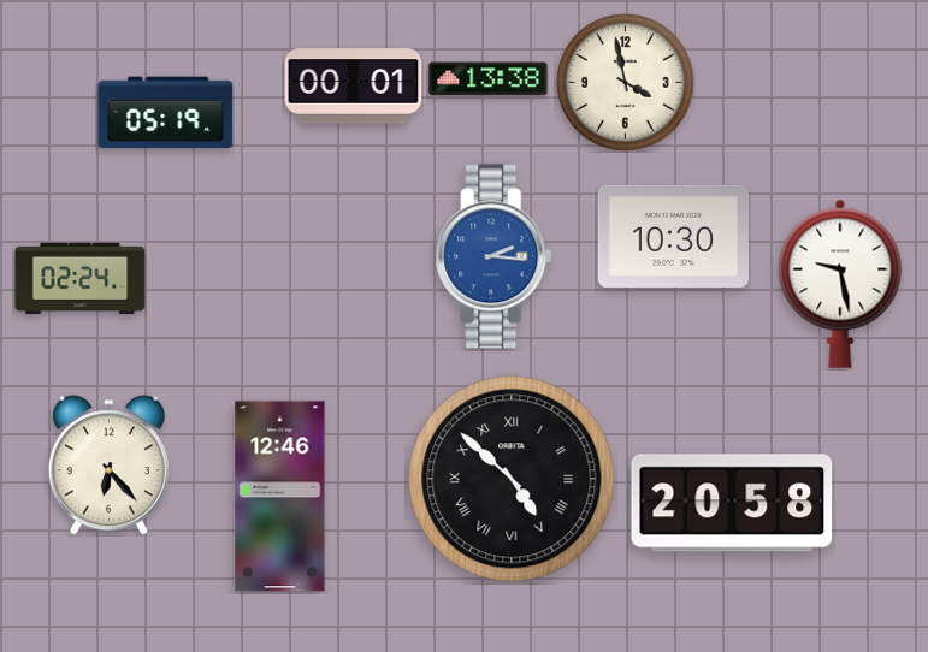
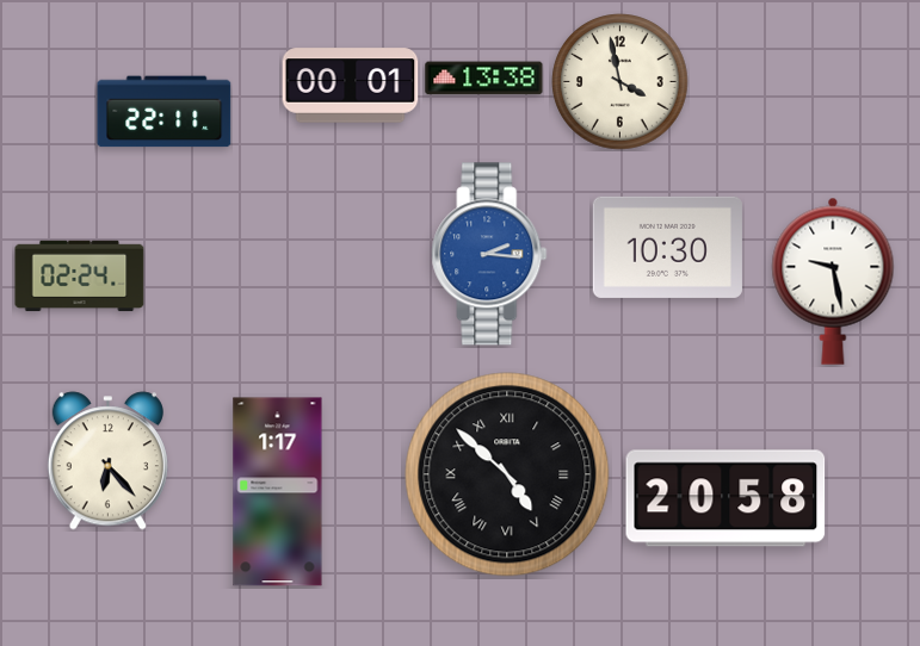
clock at (166, 113): 05:19 -> 22:11
clock at (673, 236) position: (673, 236) -> (667, 247)
clock at (280, 497): 12:46 -> 1:17
